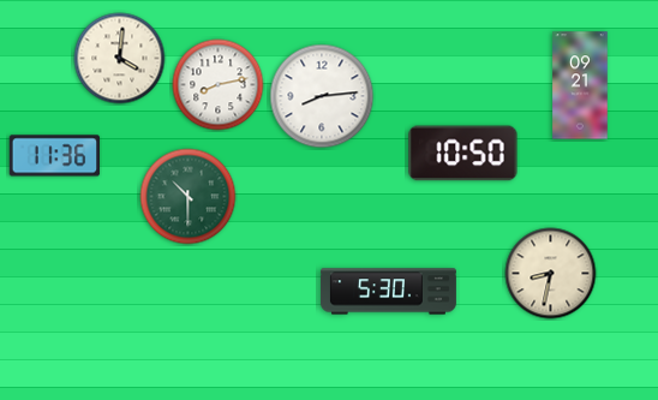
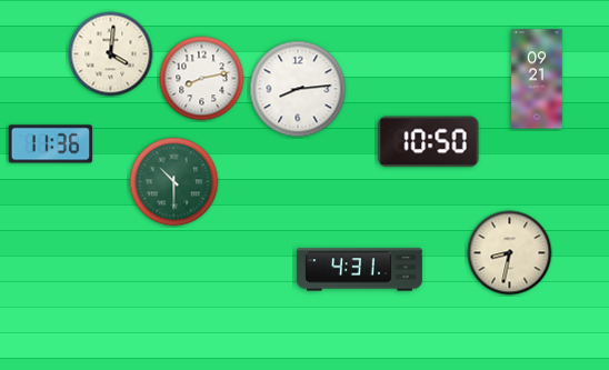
clock at (388, 292): 5:30 -> 4:31
